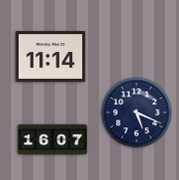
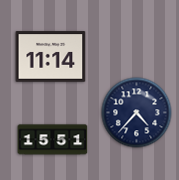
clock at (137, 113): 5:19 -> 4:37
clock at (53, 140): 16:07 -> 15:51
